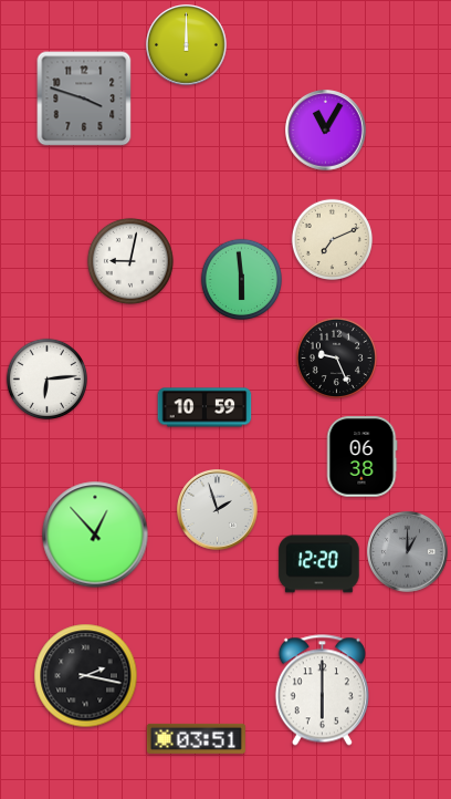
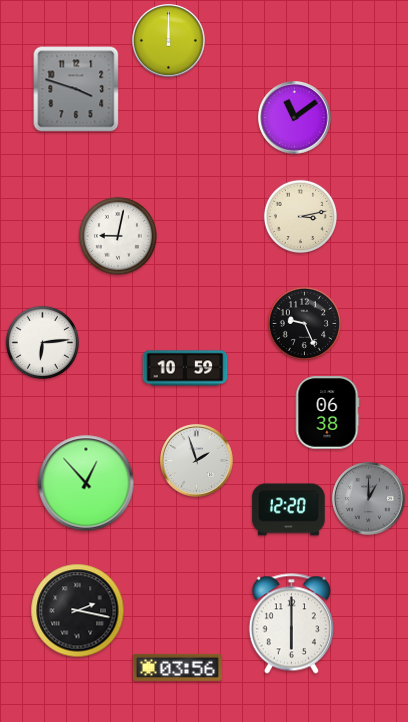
clock at (326, 131): 11:05 -> 11:09
clock at (332, 239): 7:11 -> 3:13
clock at (241, 279): 5:59 -> none
clock at (196, 738): 03:51 -> 03:56
